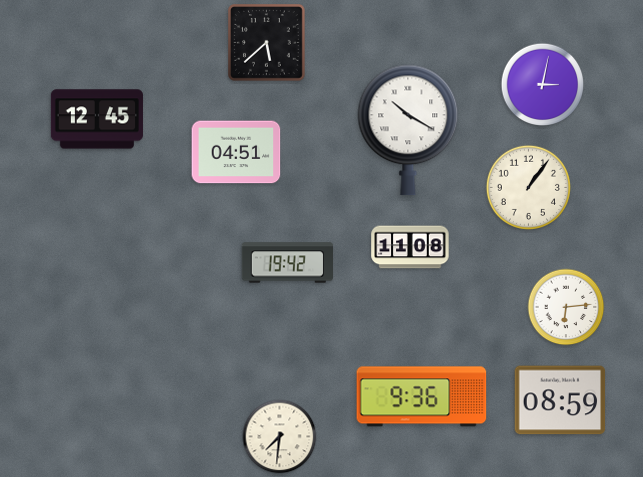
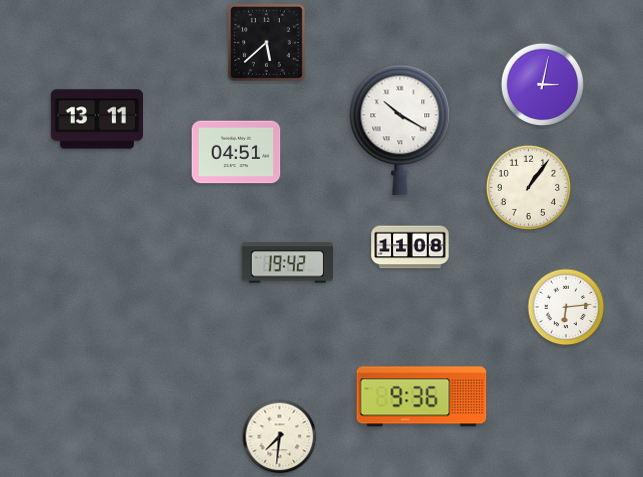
clock at (97, 119): 12:45 -> 13:11
clock at (408, 130) position: (408, 130) -> (400, 130)
clock at (560, 400): 08:59 -> none
